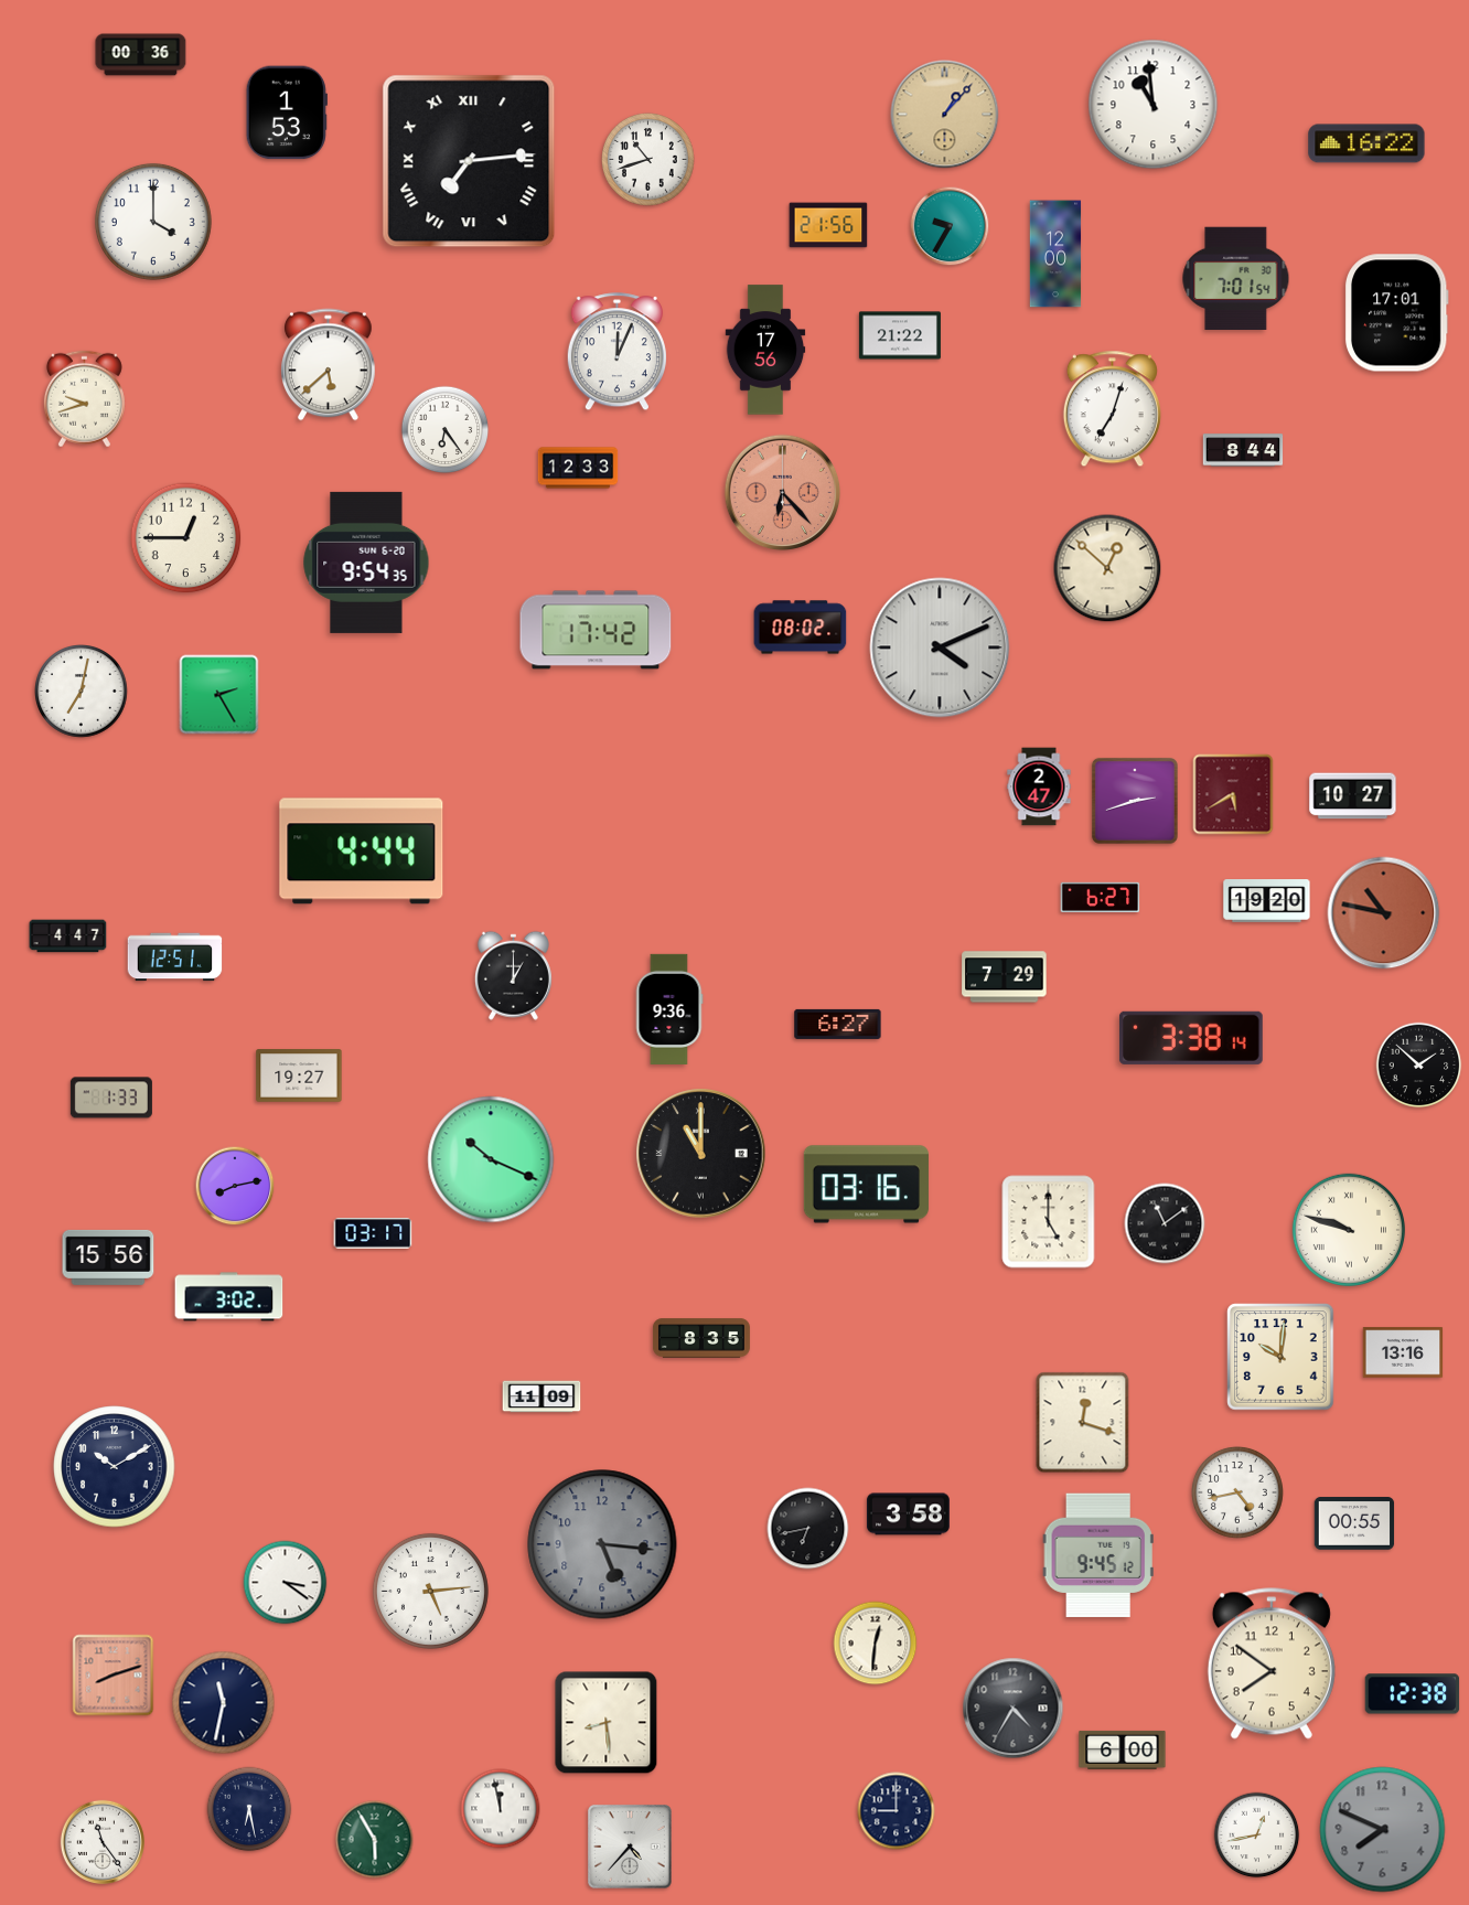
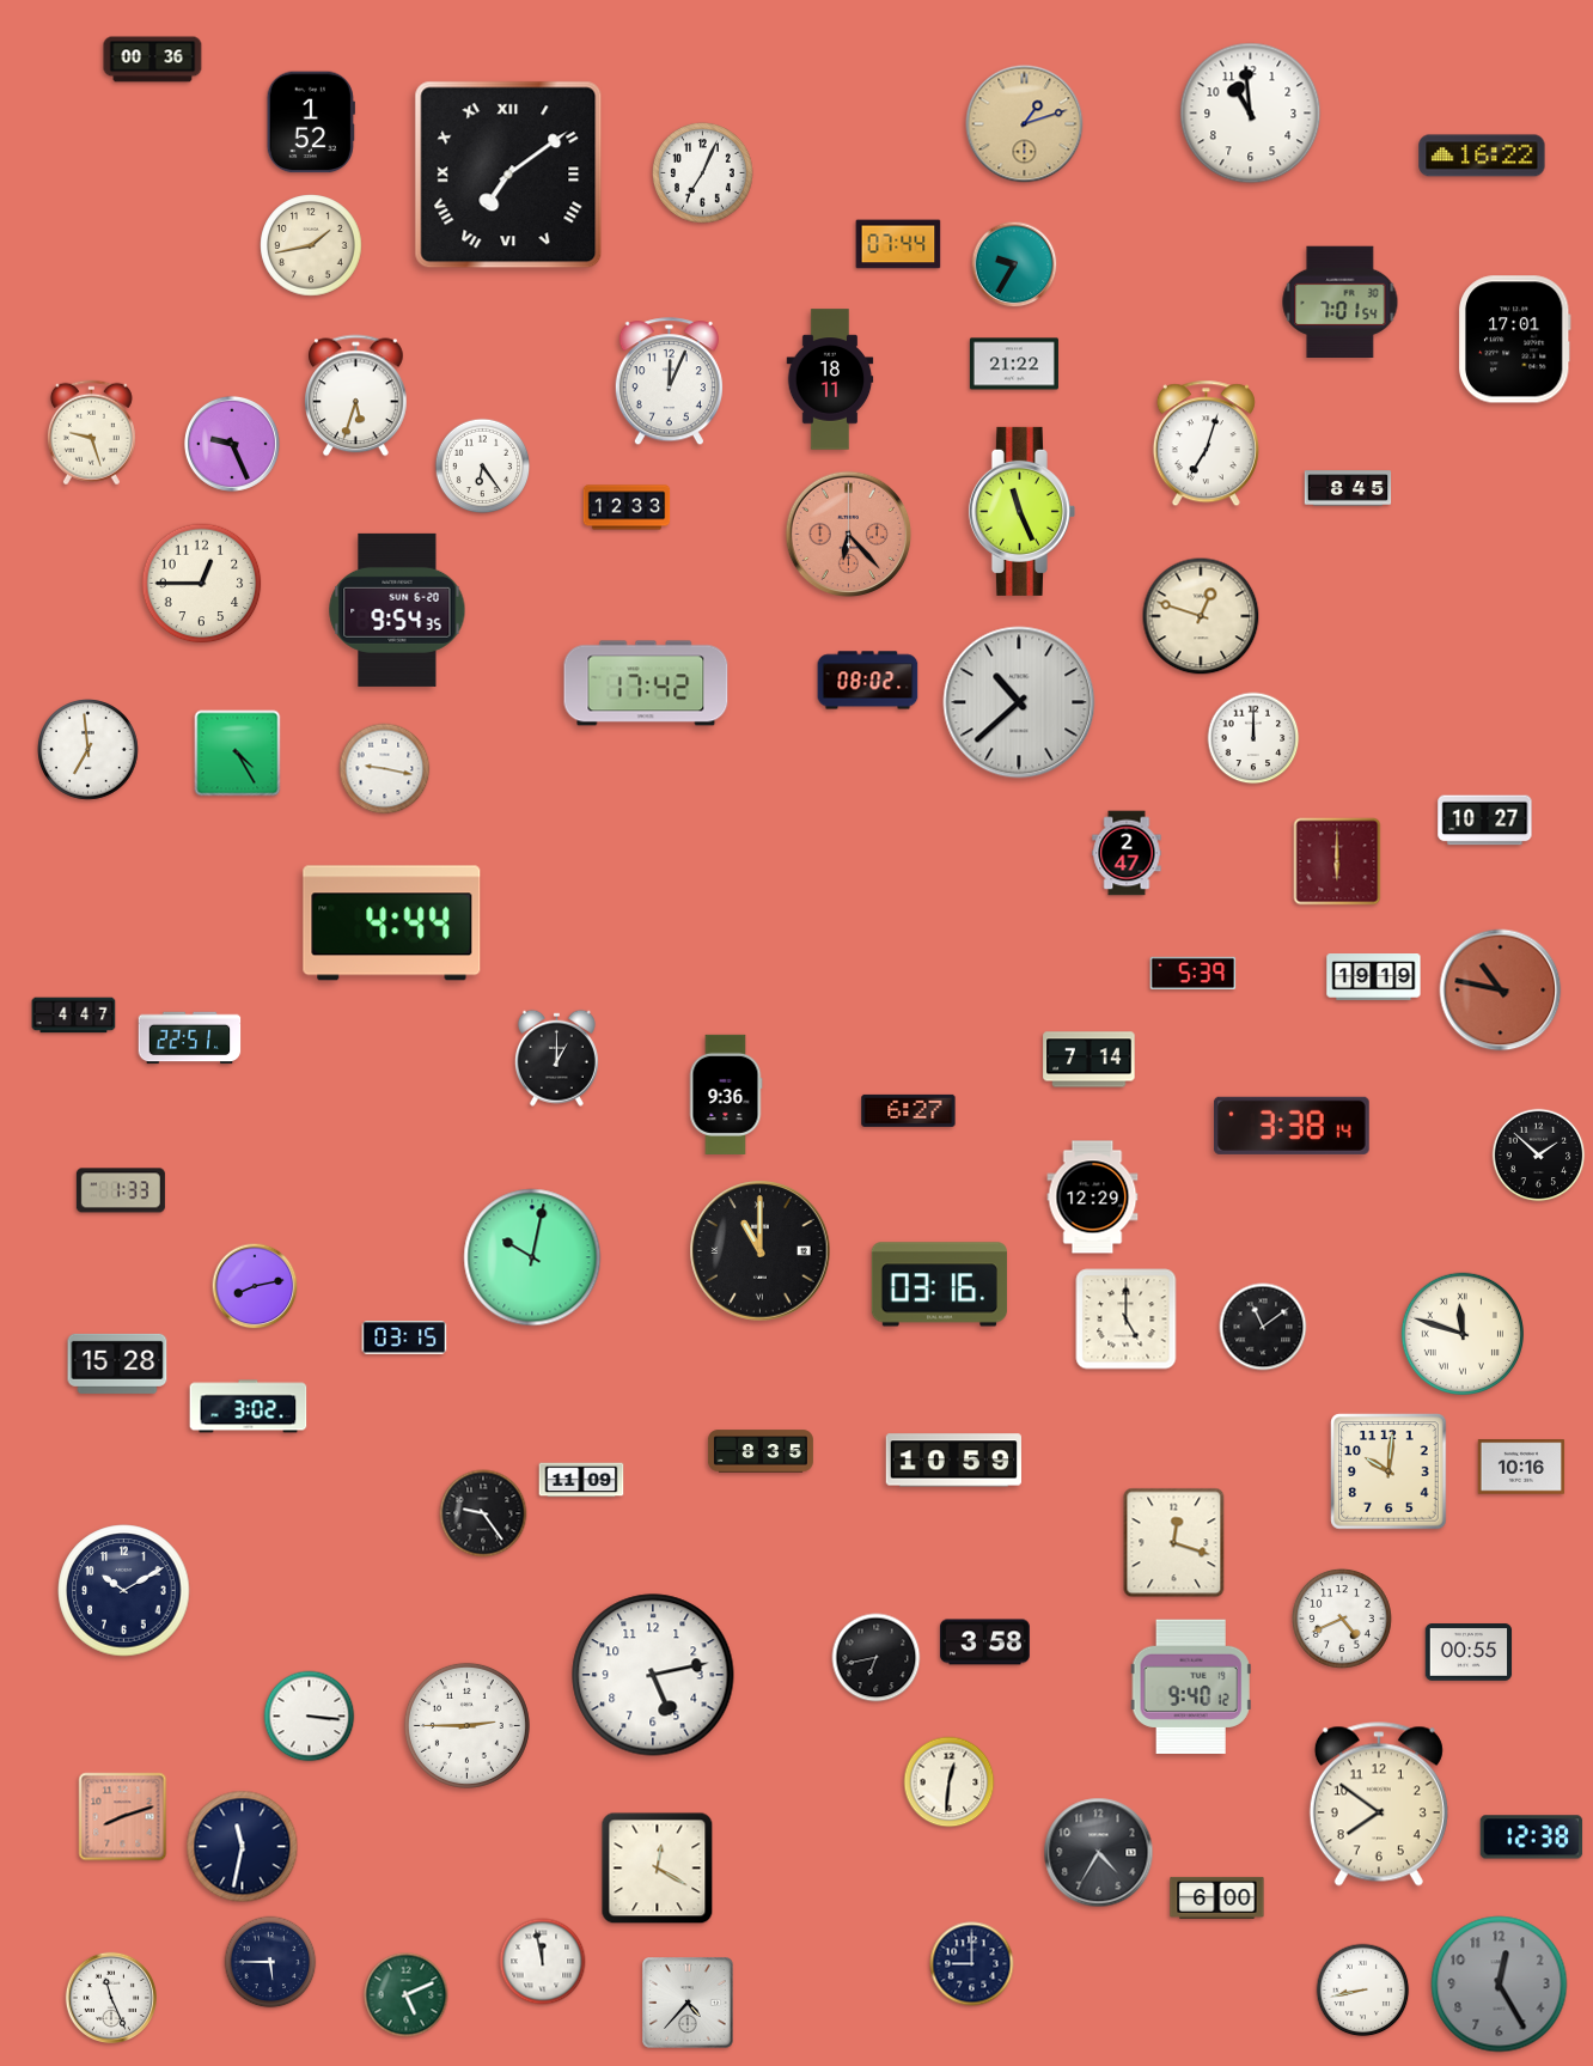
clock at (287, 113): 1:53 -> 1:52
clock at (945, 115): 1:07 -> 1:12
clock at (648, 160): 10:42 -> 7:04
clock at (469, 161): 7:14 -> 7:09
clock at (153, 222): 4:00 -> none
clock at (828, 225): 21:56 -> 07:44
clock at (311, 245): none -> 1:43
clock at (950, 226) position: (950, 226) -> (1014, 264)
clock at (1055, 254): 12:00 -> none
clock at (900, 335) position: (900, 335) -> (1014, 364)
clock at (765, 350): 17:56 -> 18:11
clock at (329, 365): 5:38 -> 5:33
clock at (84, 399): 9:42 -> 9:27
clock at (232, 444): none -> 9:26
clock at (1243, 450): 8:44 -> 8:45
clock at (1021, 511): none -> 11:26
clock at (1107, 568): 12:52 -> 12:48
clock at (940, 648): 4:11 -> 10:38
clock at (1253, 738): none -> 12:00
clock at (82, 692): 7:02 -> 6:59
clock at (219, 695): 2:25 -> 4:25
clock at (385, 769): none -> 9:17
clock at (1233, 794): 5:40 -> 6:00
clock at (1353, 796) position: (1353, 796) -> (1485, 821)
clock at (1135, 801): 2:42 -> none
clock at (1101, 897): 6:27 -> 5:39
clock at (1267, 901): 19:20 -> 19:19
clock at (175, 957): 12:51 -> 22:51
clock at (1005, 977): 7:29 -> 7:14
clock at (299, 1075): 19:27 -> none
clock at (1093, 1197): none -> 12:29
clock at (491, 1159): 10:19 -> 10:02
clock at (1049, 1222) position: (1049, 1222) -> (1127, 1320)
clock at (1348, 1229): 9:48 -> 11:48
clock at (373, 1233): 03:17 -> 03:15
clock at (108, 1257): 15:56 -> 15:28
clock at (953, 1461): none -> 10:59
clock at (1403, 1352): 13:16 -> 10:16
clock at (483, 1513): none -> 9:24
clock at (542, 1396) position: (542, 1396) -> (581, 1480)
clock at (1237, 1492): 4:43 -> 4:41
clock at (602, 1544): 5:16 -> 5:13
clock at (602, 1544) dial: grey -> white
clock at (1098, 1554): 9:45 -> 9:40
clock at (286, 1583): 3:21 -> 3:16
clock at (430, 1591): 5:14 -> 2:45
clock at (607, 1723): 8:29 -> 12:20
clock at (249, 1809): 6:28 -> 5:45
clock at (1383, 1830): 7:49 -> 12:25
clock at (1257, 1836): 12:43 -> 8:43
clock at (375, 1840): 5:55 -> 5:11
clock at (101, 1841): 11:24 -> 11:26
clock at (631, 1848) position: (631, 1848) -> (689, 2004)
